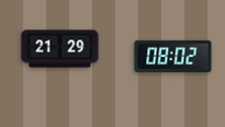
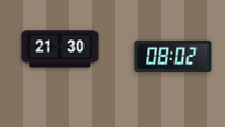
clock at (60, 49): 21:29 -> 21:30
